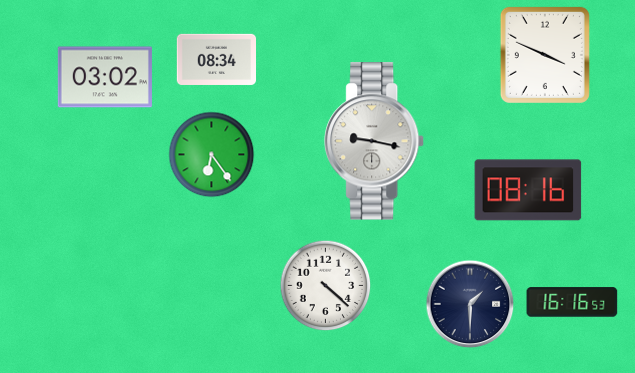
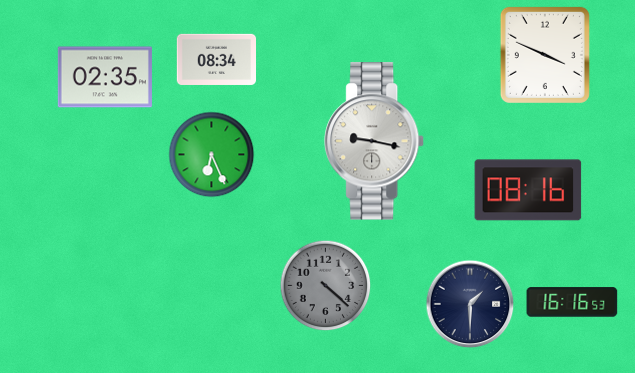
clock at (105, 77): 03:02 -> 02:35
clock at (212, 155): 6:24 -> 6:26
clock at (326, 286) dial: white -> grey
